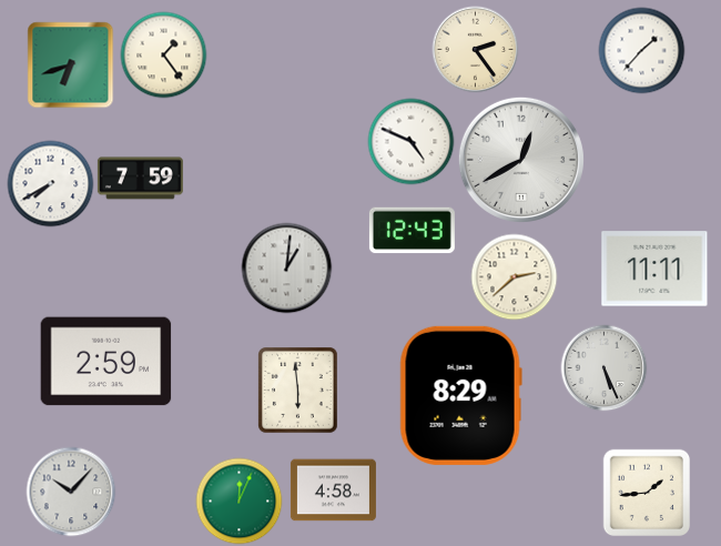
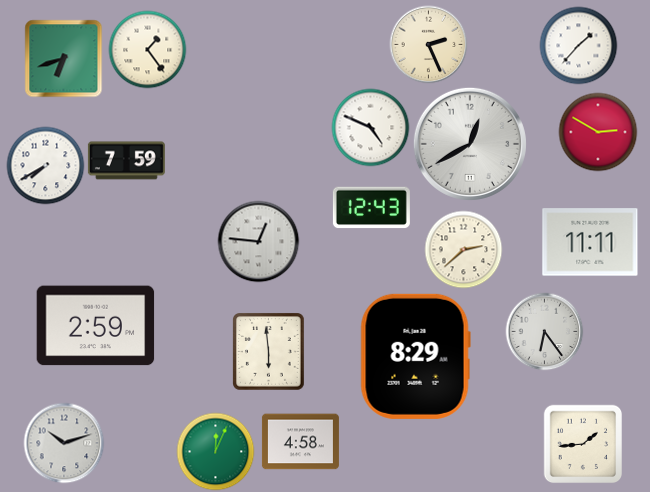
clock at (475, 49): 2:24 -> 2:26
clock at (598, 132): none -> 2:50
clock at (286, 267): 1:01 -> 12:46
clock at (603, 367): 5:26 -> 6:24
clock at (71, 492): 10:07 -> 10:12
